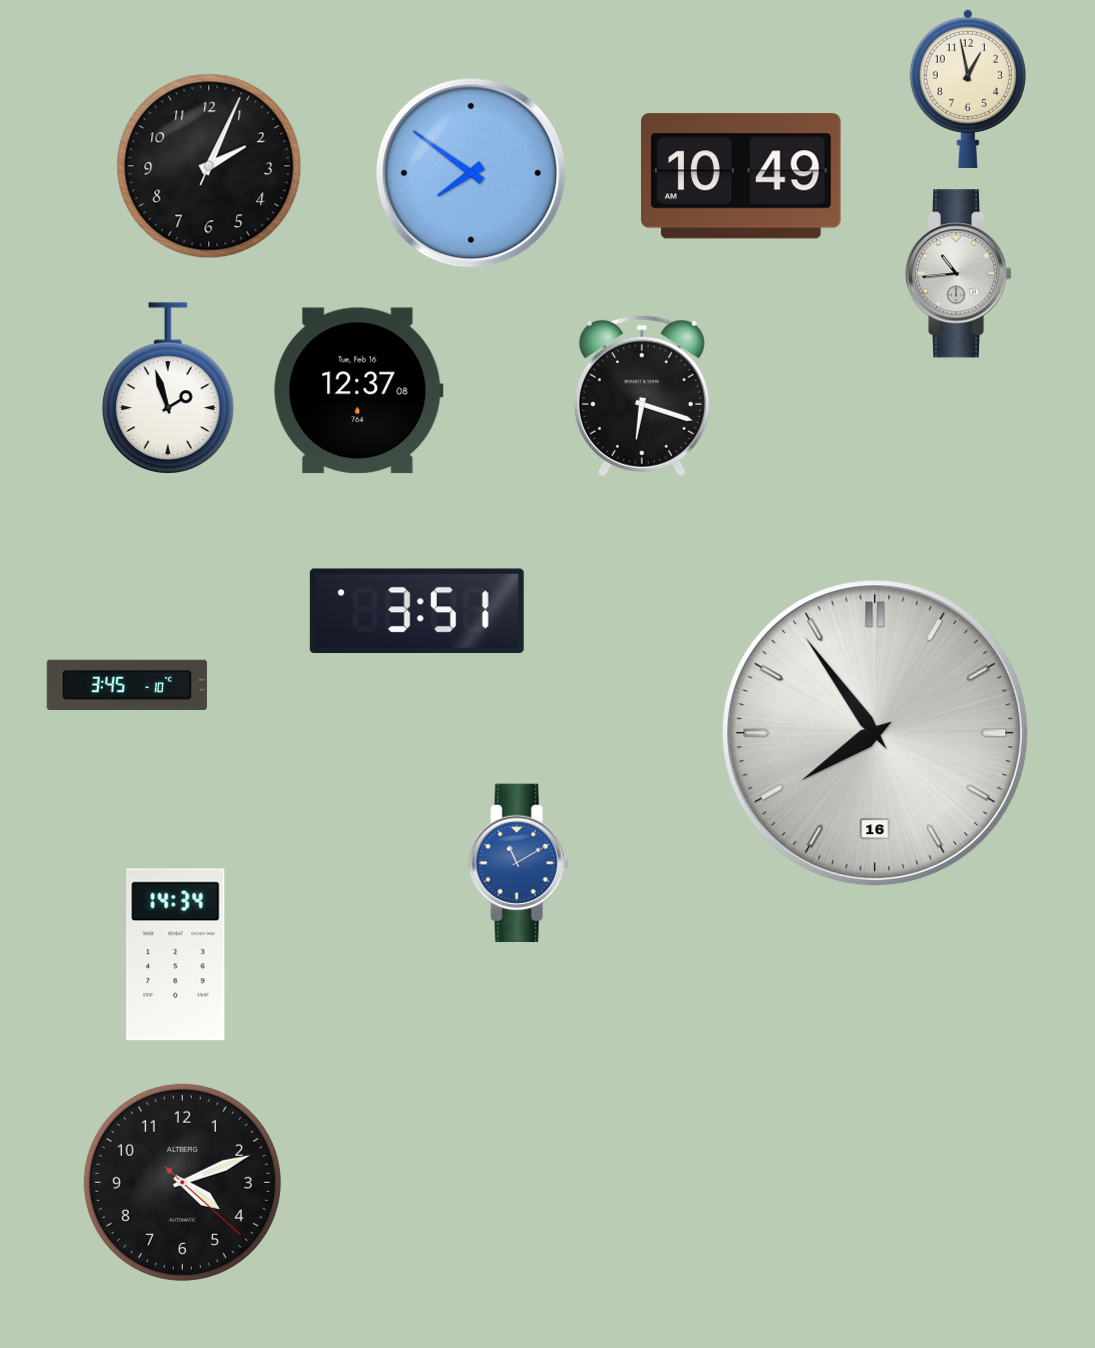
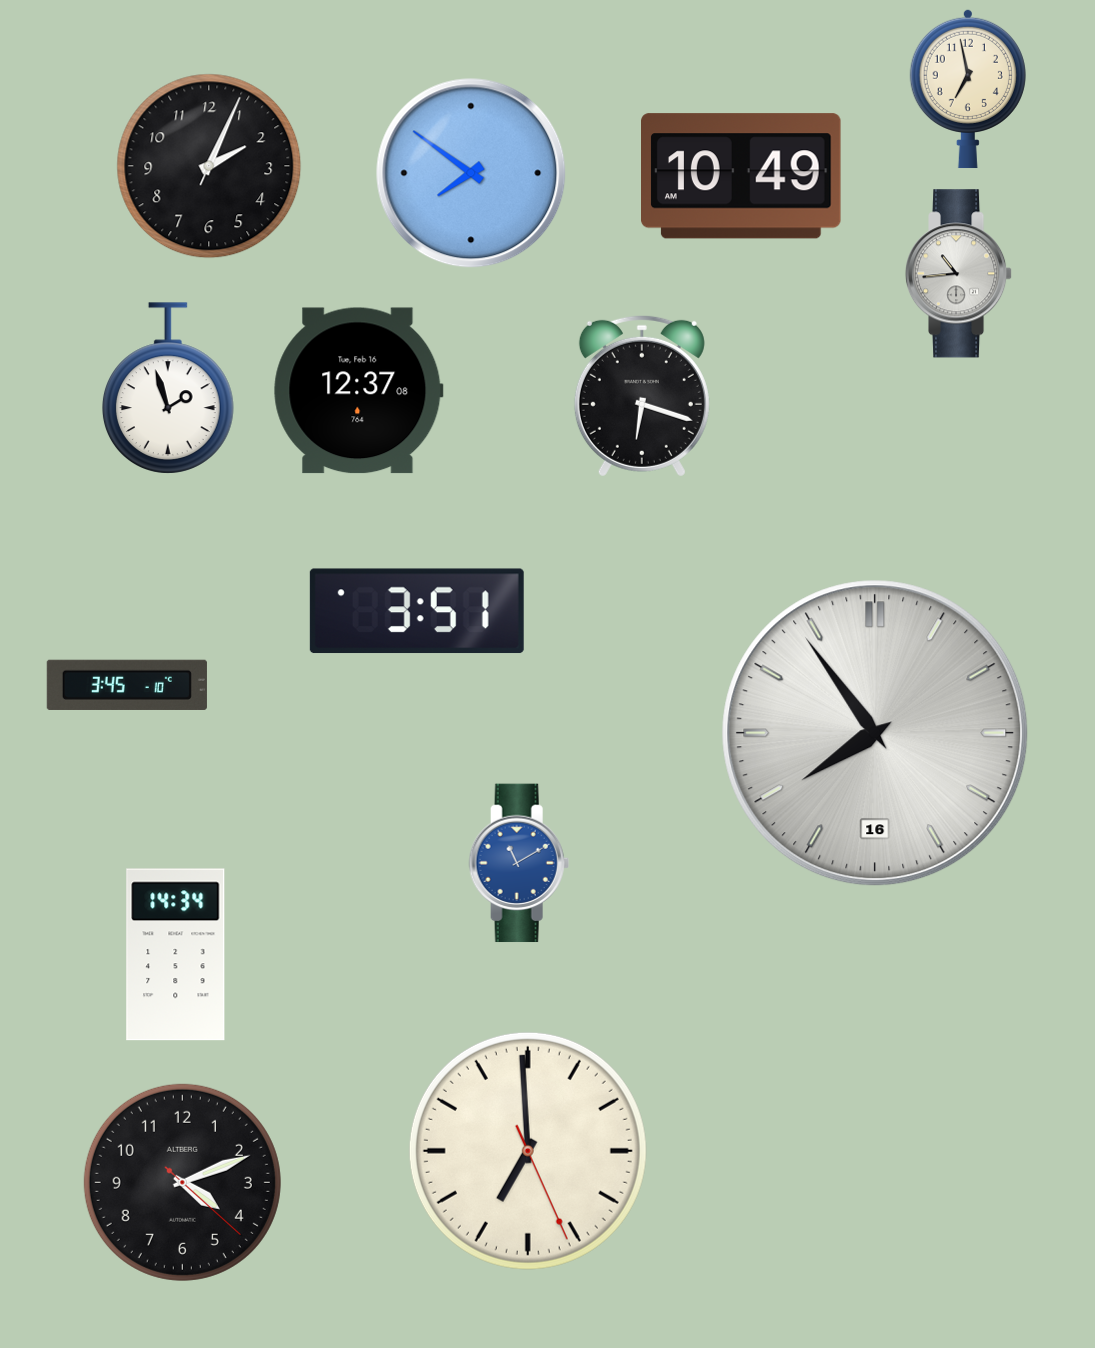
clock at (968, 89): 12:58 -> 6:58
clock at (528, 1151): none -> 6:59
